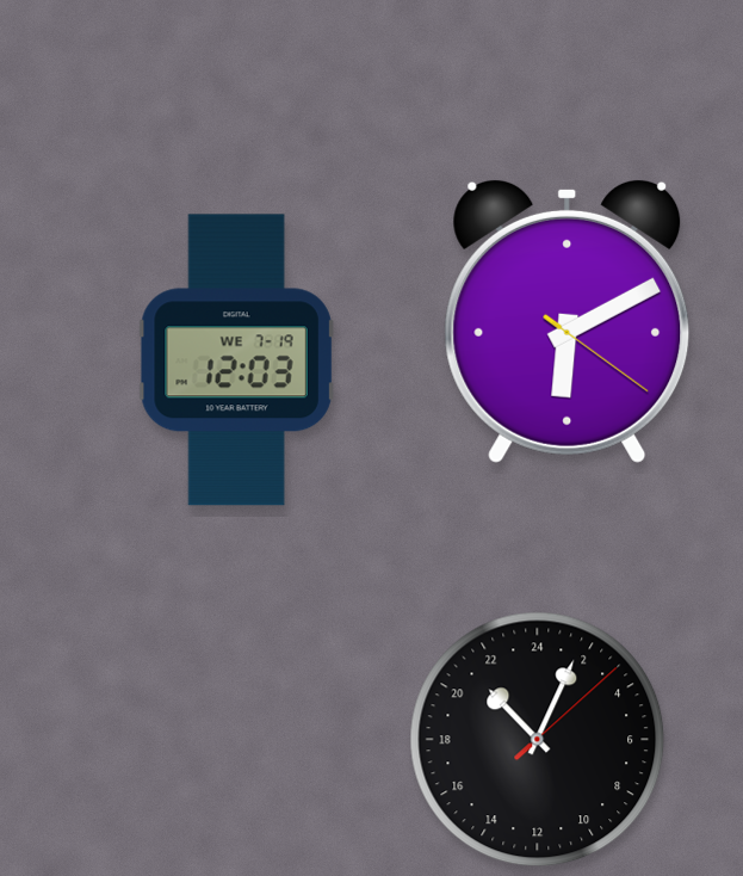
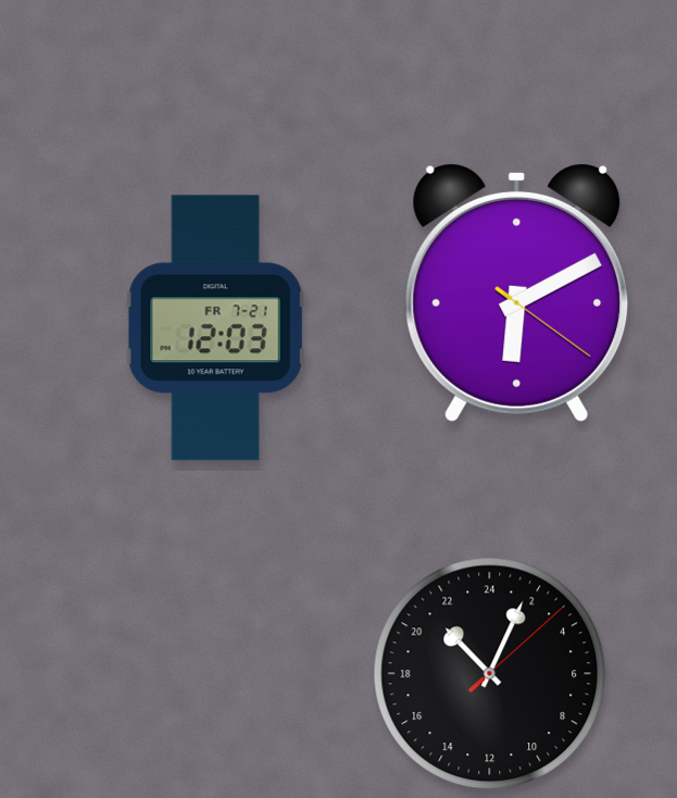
clock at (236, 360) date: WE 7-19 -> FR 7-21
